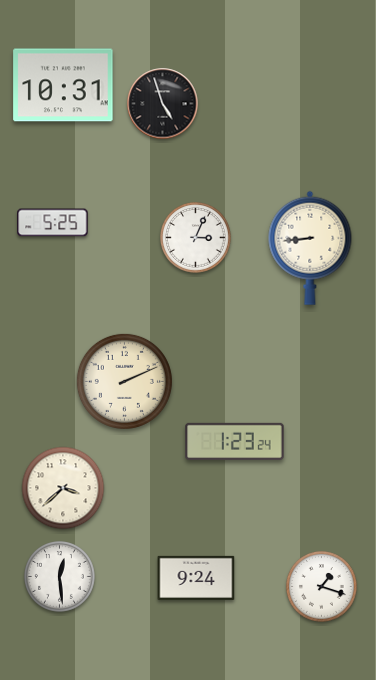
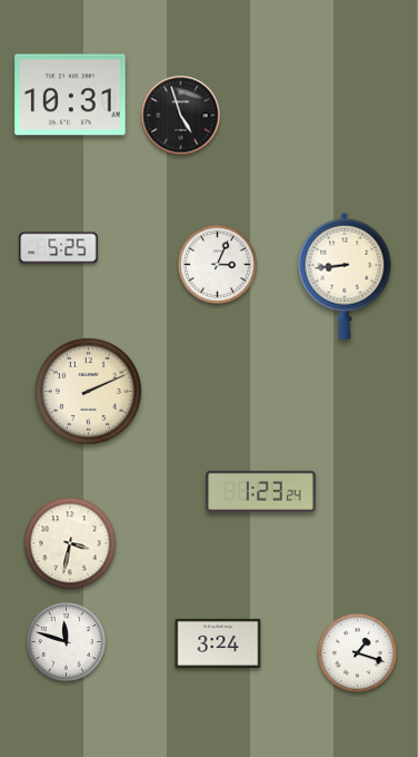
clock at (124, 381) position: (124, 381) -> (88, 391)
clock at (63, 488): 3:38 -> 3:32
clock at (60, 577): 12:29 -> 11:48
clock at (196, 578): 9:24 -> 3:24
